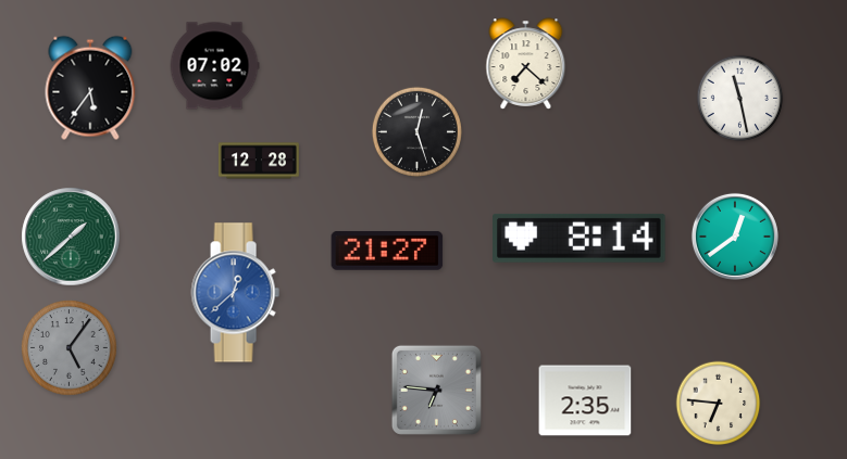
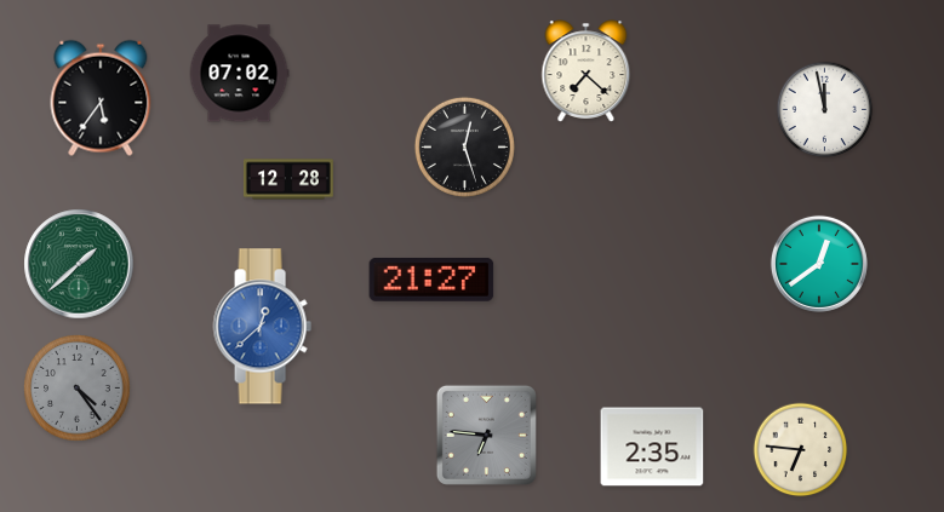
clock at (740, 99): 11:28 -> 11:58
clock at (580, 238): 8:14 -> none
clock at (70, 348): 5:06 -> 4:24
